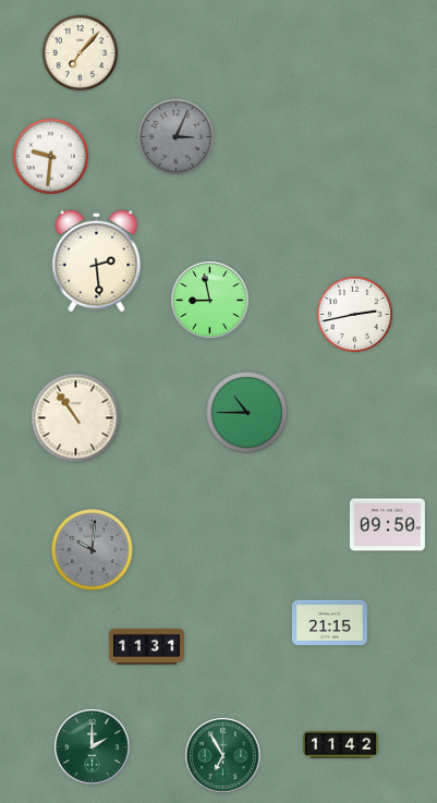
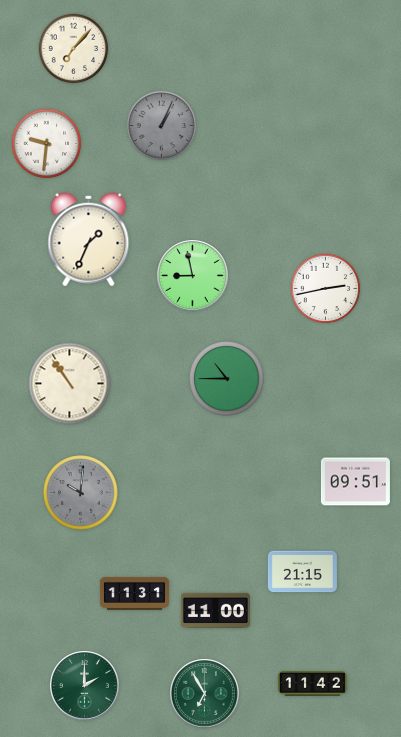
clock at (177, 137): 3:04 -> 1:04
clock at (97, 261): 2:29 -> 1:34
clock at (387, 525): 09:50 -> 09:51
clock at (93, 550) position: (93, 550) -> (81, 493)
clock at (215, 610): none -> 11:00
